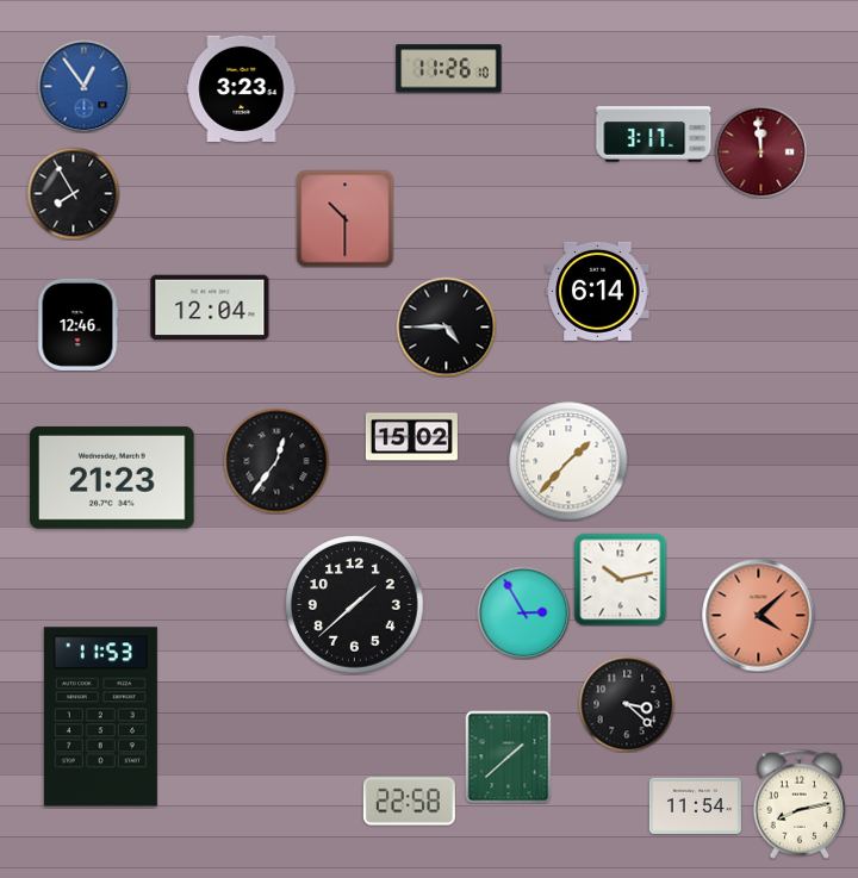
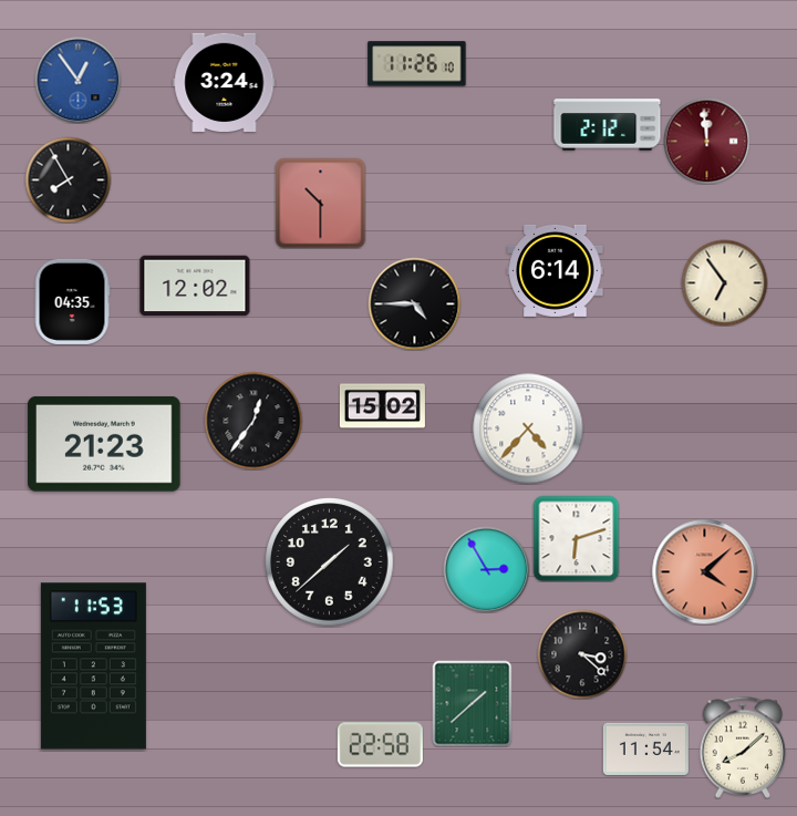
clock at (242, 88): 3:23 -> 3:24
clock at (654, 135): 3:17 -> 2:12
clock at (724, 282): none -> 6:54
clock at (210, 307): 12:04 -> 12:02
clock at (77, 324): 12:46 -> 04:35
clock at (276, 461) position: (276, 461) -> (253, 421)
clock at (568, 461): 1:37 -> 4:37
clock at (620, 579): 10:13 -> 6:12
clock at (800, 804): 8:13 -> 8:08
